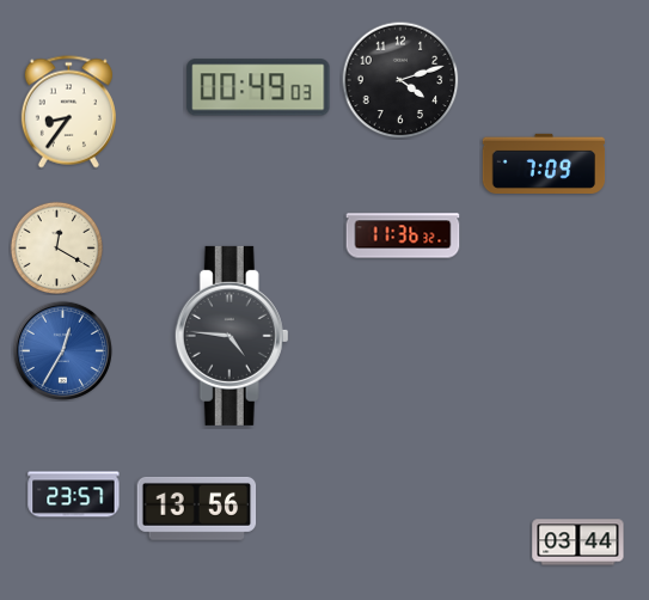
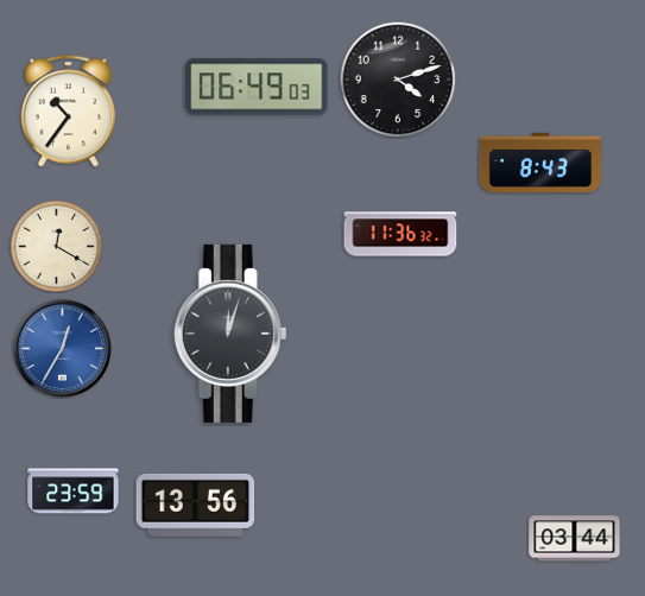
clock at (258, 87): 00:49 -> 06:49
clock at (68, 112): 8:36 -> 10:36
clock at (544, 163): 7:09 -> 8:43
clock at (232, 336): 4:46 -> 12:03
clock at (74, 495): 23:57 -> 23:59
